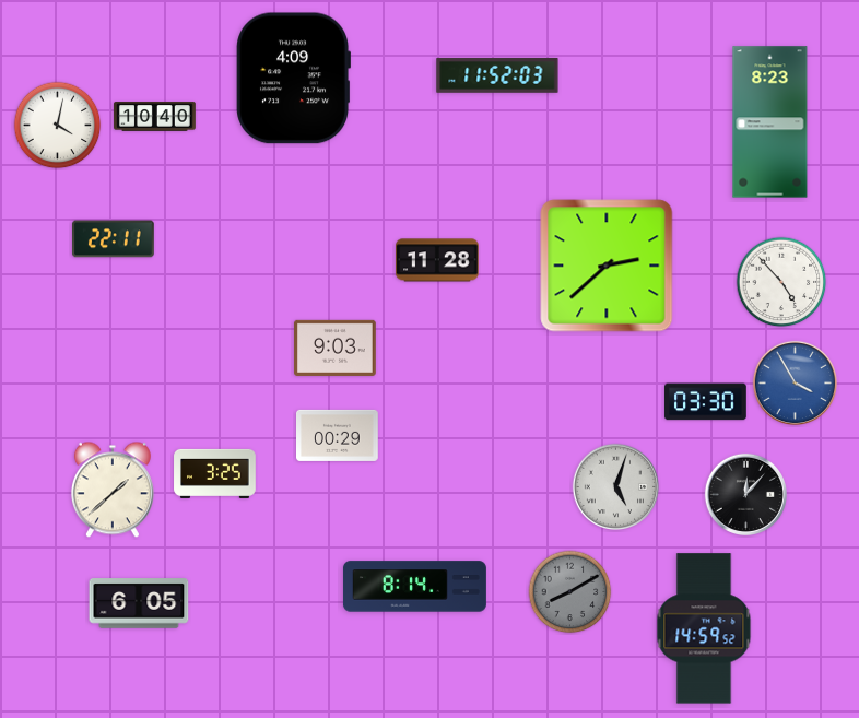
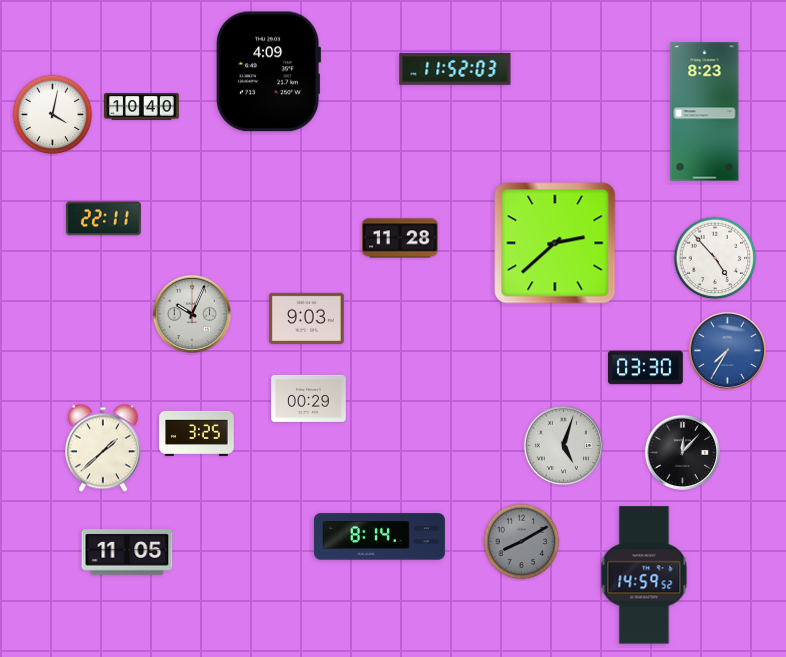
clock at (191, 313): none -> 10:04
clock at (795, 382): 3:55 -> 7:35
clock at (139, 603): 6:05 -> 11:05
